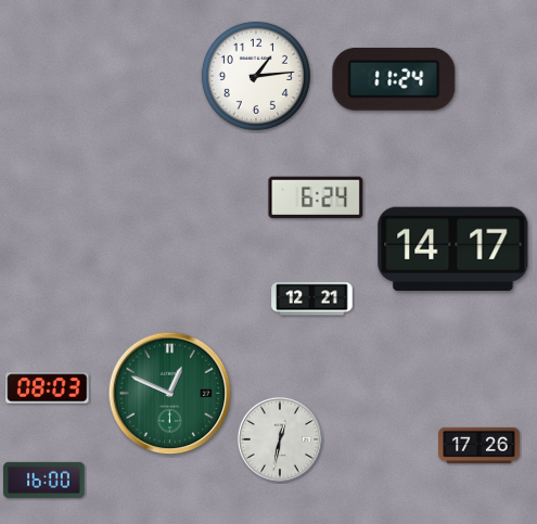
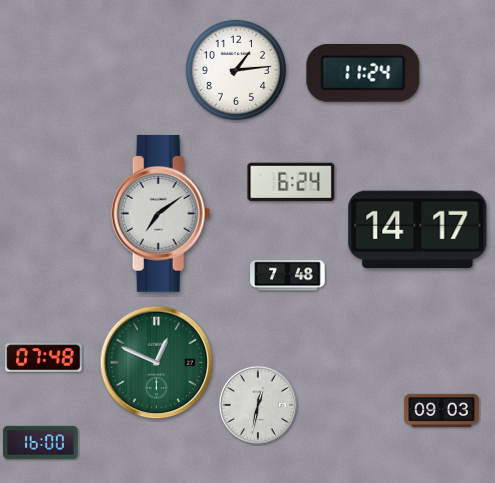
clock at (161, 213): none -> 7:09
clock at (312, 299): 12:21 -> 7:48
clock at (48, 388): 08:03 -> 07:48
clock at (480, 445): 17:26 -> 09:03
